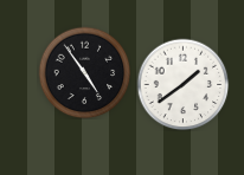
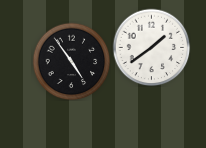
clock at (182, 84) position: (182, 84) -> (151, 47)
